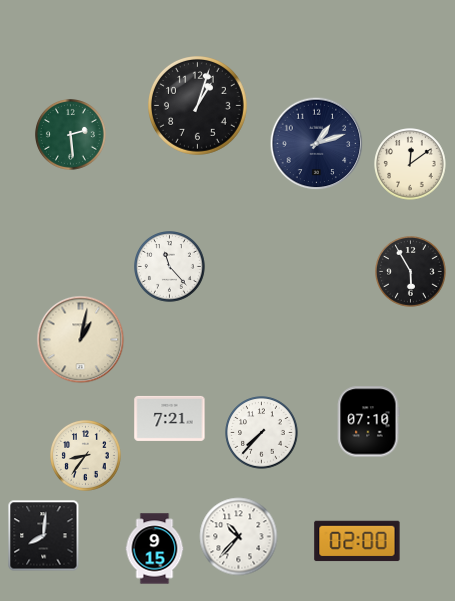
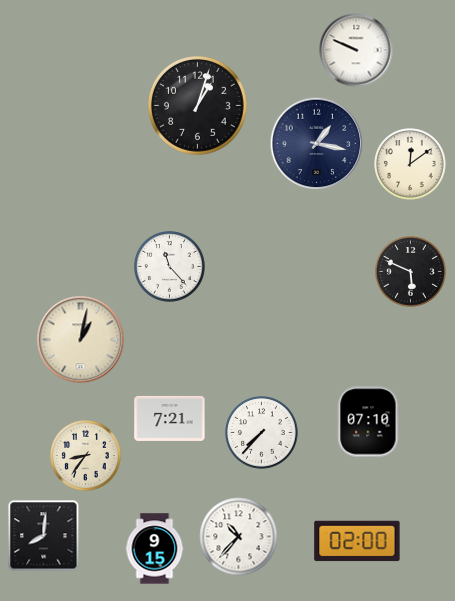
clock at (356, 50): none -> 9:49
clock at (71, 135): 2:29 -> none
clock at (317, 144): 1:12 -> 1:17
clock at (411, 272): 5:55 -> 5:49
